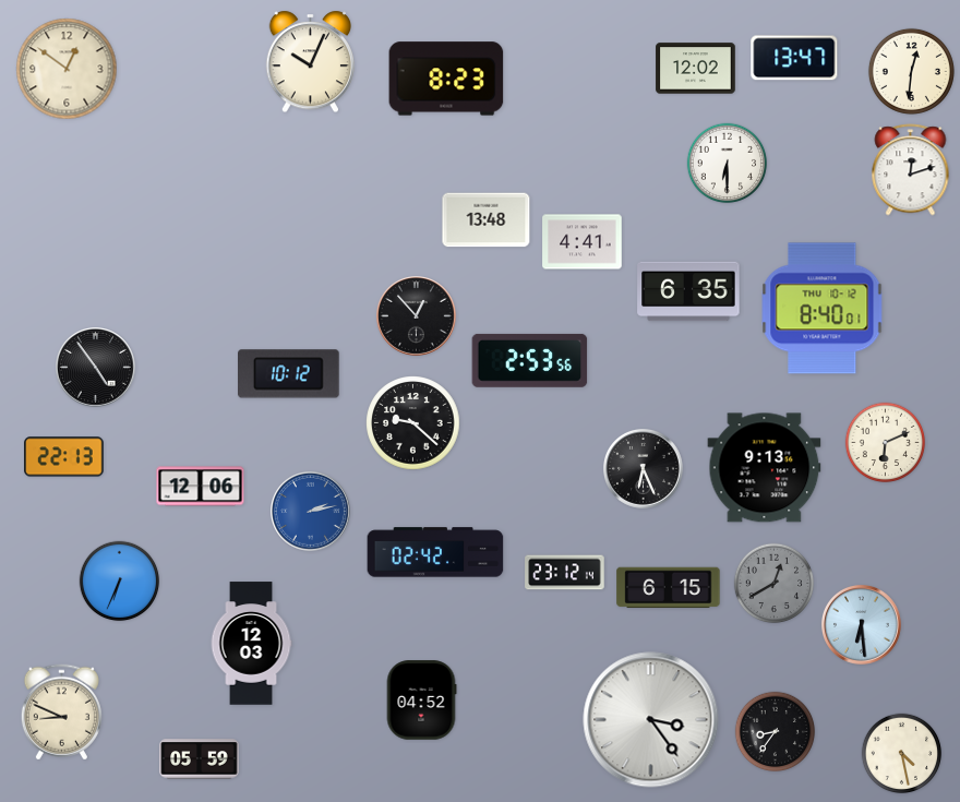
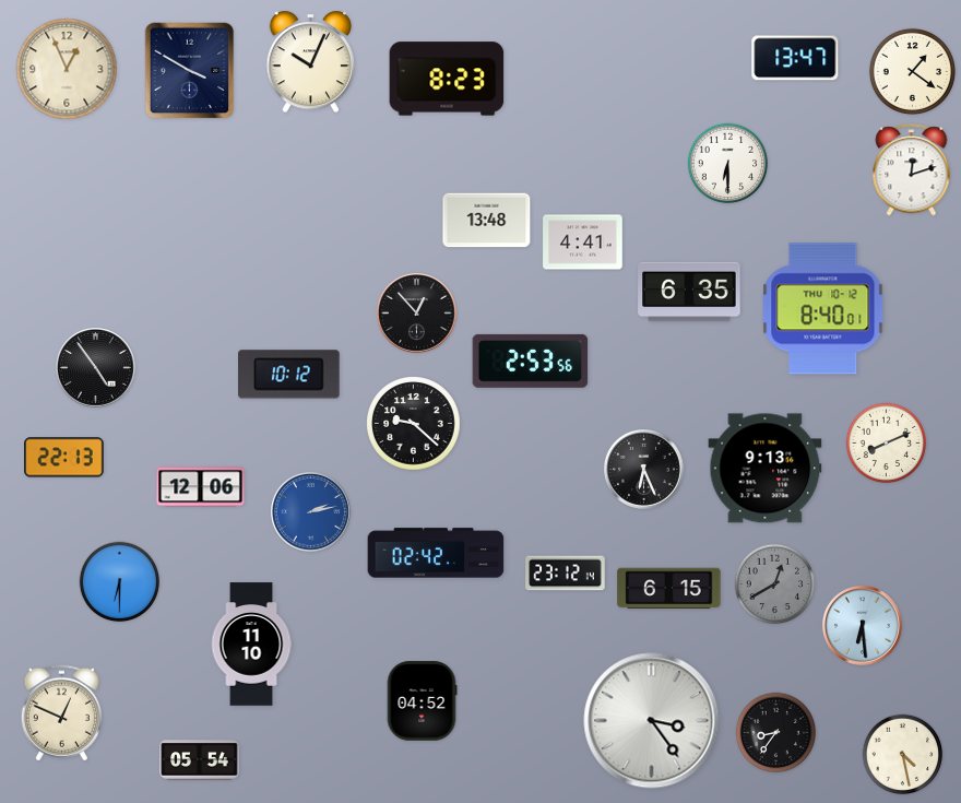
clock at (67, 69): 12:51 -> 12:56
clock at (696, 69): 12:02 -> none
clock at (190, 71): none -> 3:50
clock at (911, 71): 12:31 -> 1:21
clock at (417, 316) position: (417, 316) -> (417, 314)
clock at (886, 443): 6:11 -> 8:11
clock at (120, 582): 6:34 -> 6:30
clock at (251, 644): 12:03 -> 11:10
clock at (61, 713): 8:49 -> 12:49
clock at (200, 759): 05:59 -> 05:54
